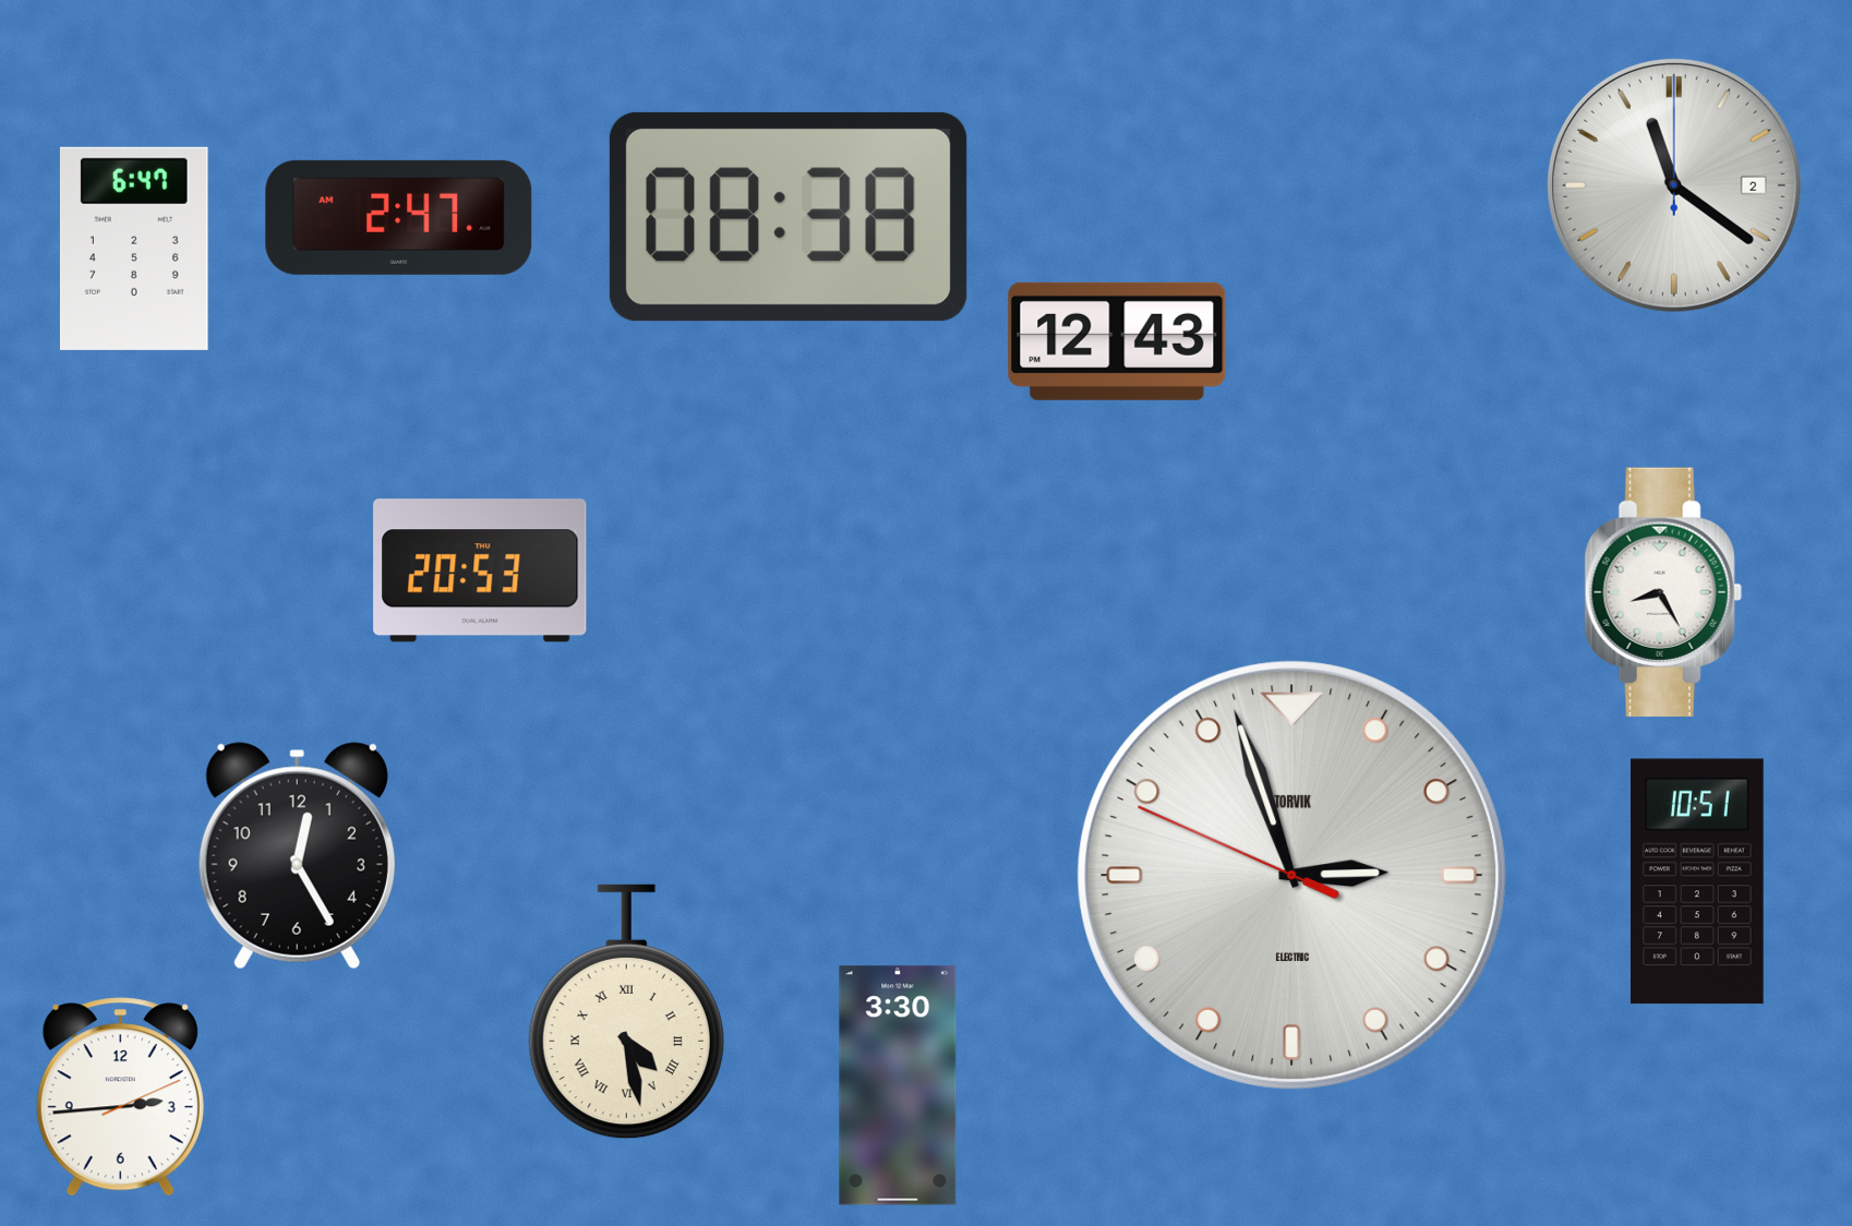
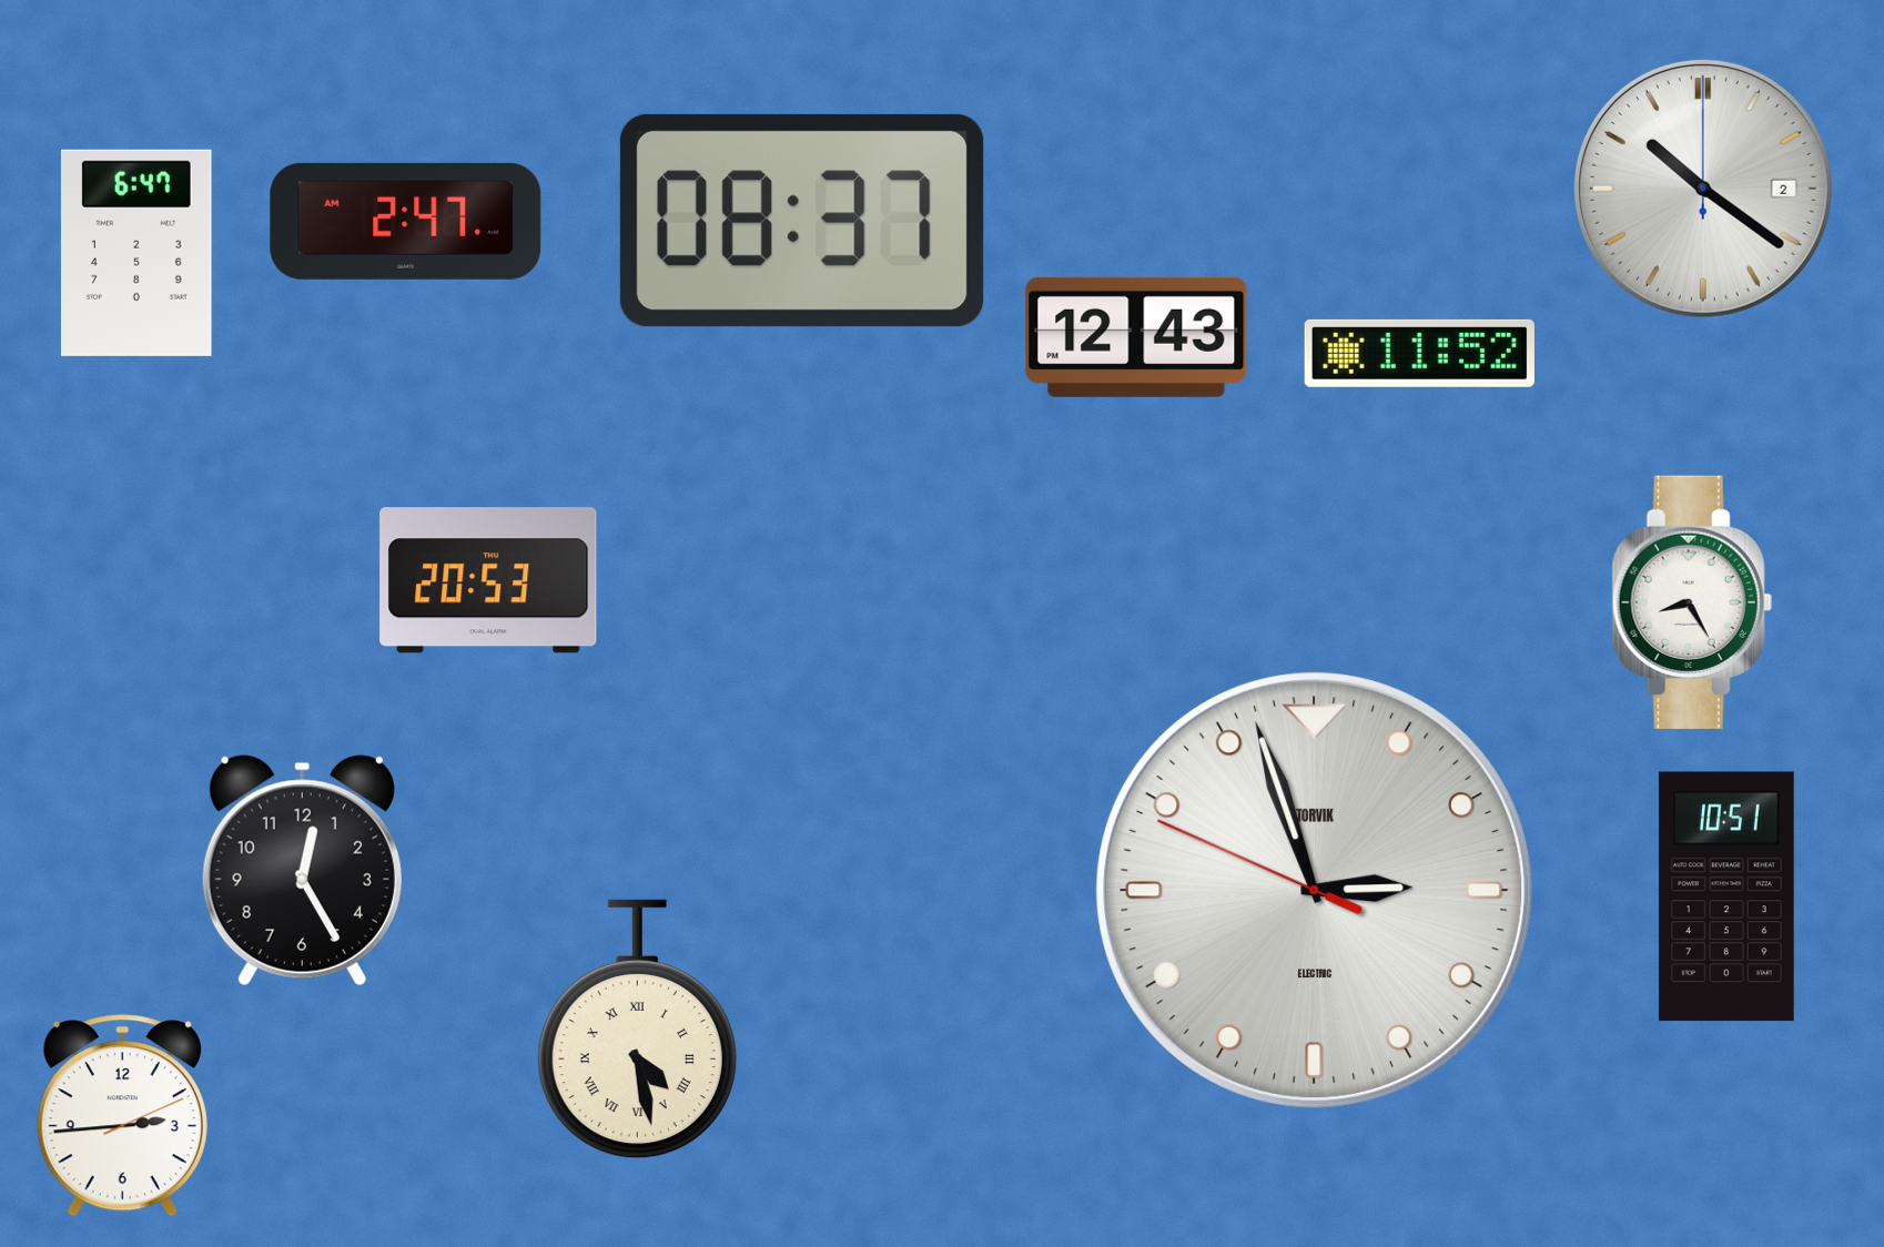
clock at (1674, 185): 11:21 -> 10:21
clock at (789, 217): 08:38 -> 08:37
clock at (1117, 341) position: (1117, 341) -> (1136, 337)
clock at (1419, 353): none -> 11:52
clock at (898, 1085): 3:30 -> none
